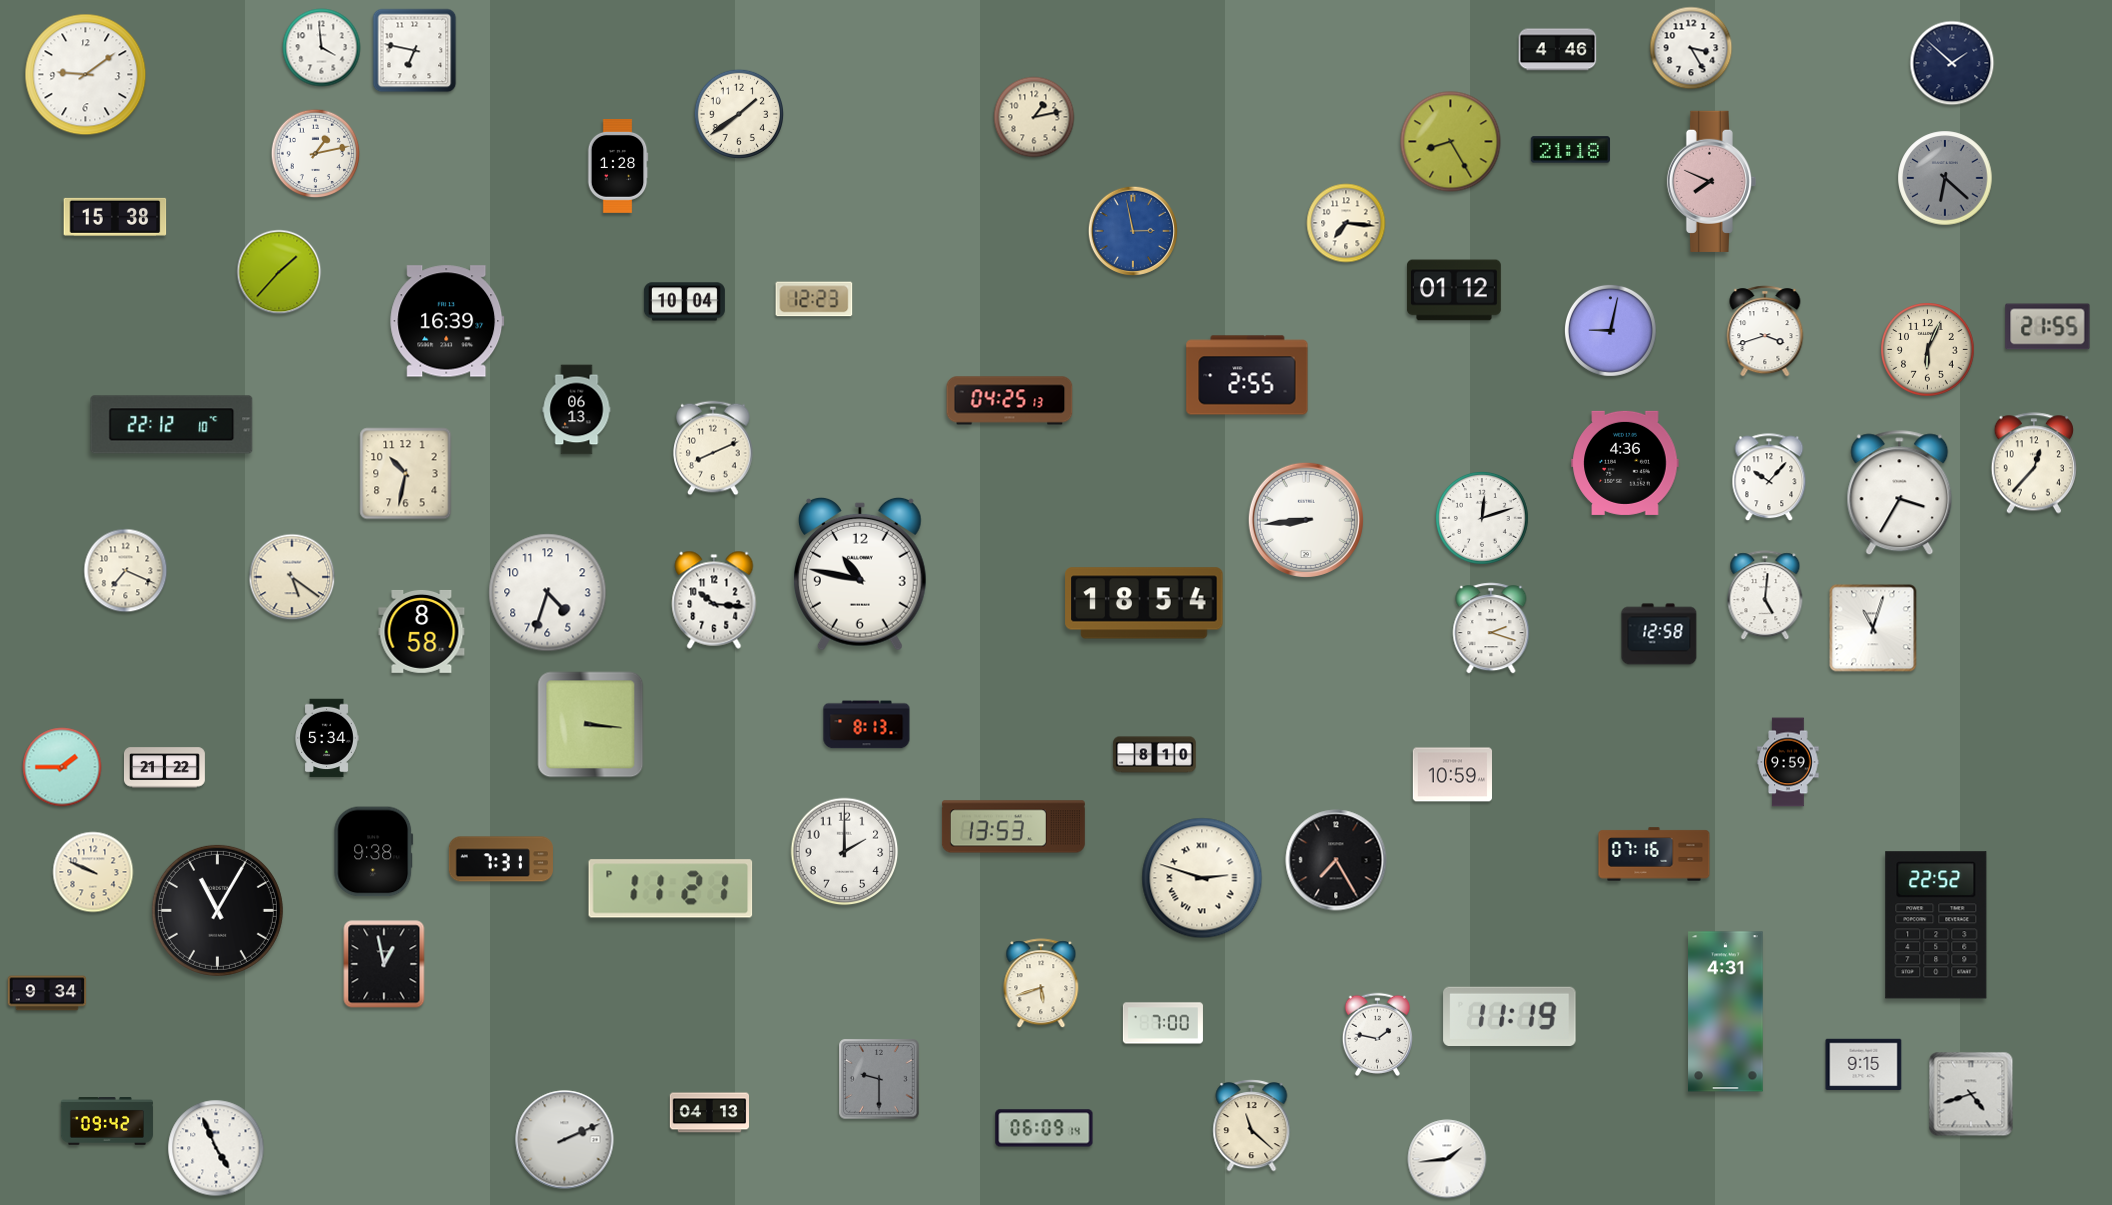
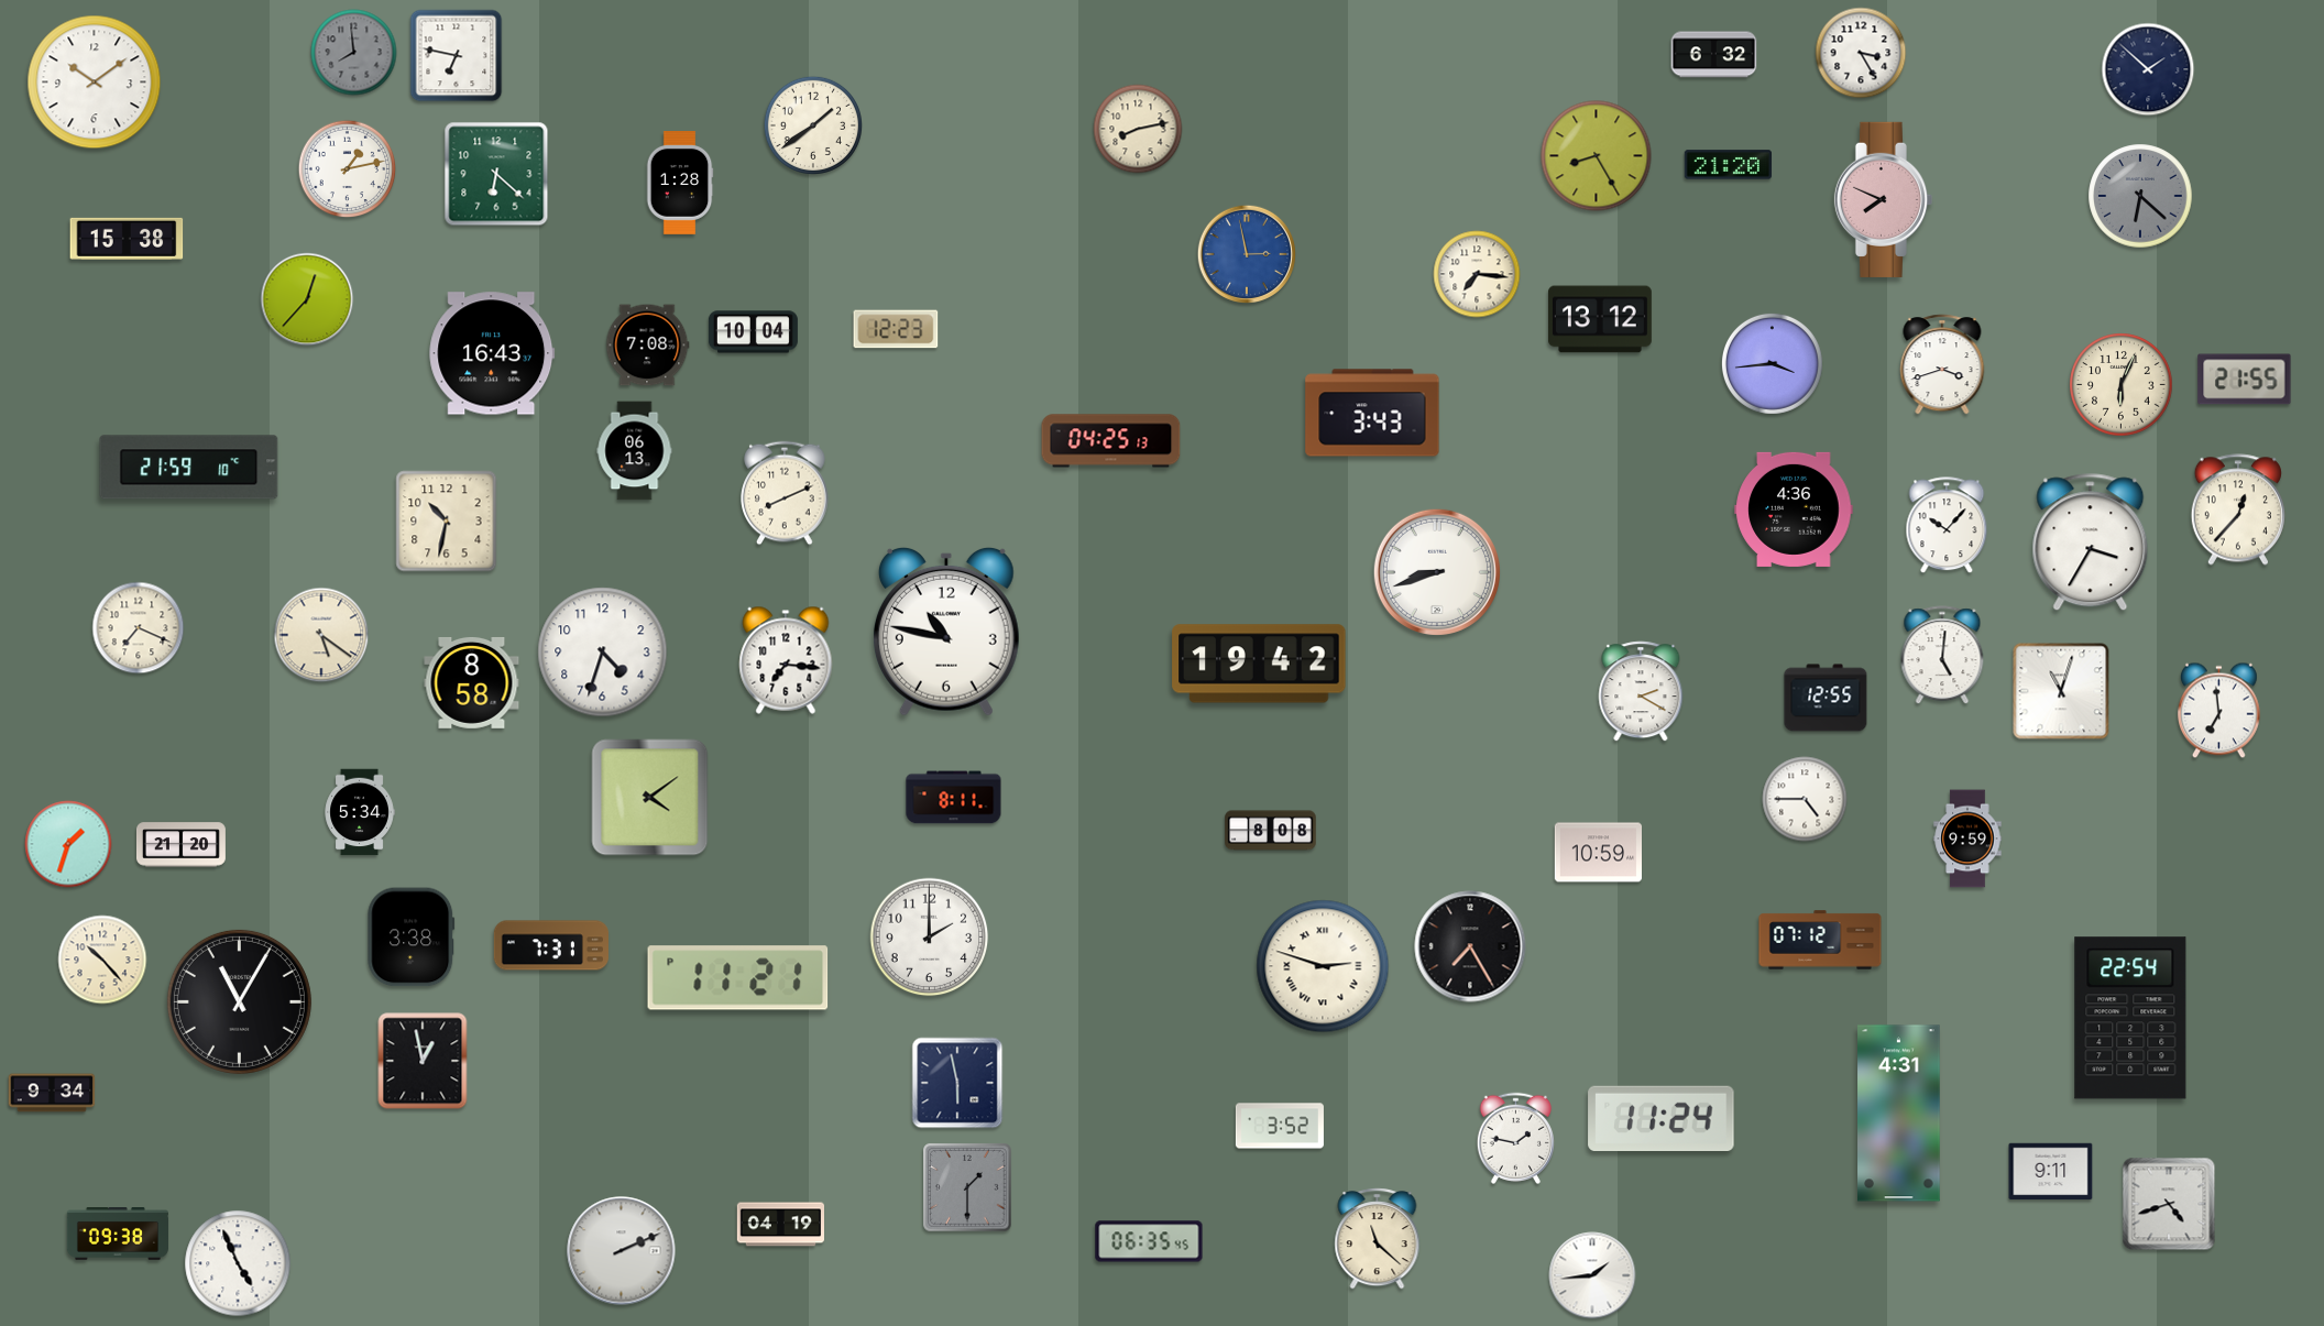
clock at (322, 48): 3:59 -> 7:59
clock at (322, 48) dial: white -> grey
clock at (1558, 50): 4:46 -> 6:32
clock at (86, 75): 9:09 -> 10:09
clock at (1034, 117): 1:13 -> 8:13
clock at (1570, 150): 21:18 -> 21:20
clock at (496, 174): none -> 6:22
clock at (1346, 223) position: (1346, 223) -> (1477, 274)
clock at (279, 272): 1:37 -> 12:37
clock at (1455, 290): 01:12 -> 13:12
clock at (647, 346): none -> 7:08
clock at (447, 321): 16:39 -> 16:43
clock at (2048, 327) position: (2048, 327) -> (2245, 380)
clock at (1610, 330): 9:02 -> 3:44
clock at (1247, 375): 2:55 -> 3:43
clock at (172, 425): 22:12 -> 21:59
clock at (1625, 463) position: (1625, 463) -> (1794, 509)
clock at (1482, 518): 12:12 -> none
clock at (1306, 520): 8:44 -> 8:42
clock at (714, 600): 10:16 -> 7:16
clock at (1144, 603): 18:54 -> 19:42
clock at (1491, 628): 2:18 -> 2:20
clock at (422, 631) position: (422, 631) -> (472, 682)
clock at (1659, 634): 12:58 -> 12:55
clock at (2219, 711): none -> 6:59
clock at (591, 725): 3:16 -> 4:09
clock at (867, 725): 8:13 -> 8:11
clock at (1805, 799): none -> 4:45
clock at (1155, 755): 8:10 -> 8:08
clock at (62, 767): 1:45 -> 1:33
clock at (164, 768): 21:22 -> 21:20
clock at (1013, 827): 13:53 -> none
clock at (374, 852): 9:38 -> 3:38
clock at (1654, 854): 07:16 -> 07:12
clock at (93, 872): 9:49 -> 10:23
clock at (1936, 925): 22:52 -> 22:54
clock at (957, 1083): none -> 5:58
clock at (1041, 984): 5:42 -> none
clock at (1510, 1016): 11:19 -> 11:24
clock at (1163, 1023): 7:00 -> 3:52
clock at (1864, 1065): 9:15 -> 9:11
clock at (879, 1079): 9:30 -> 1:30
clock at (709, 1113): 04:13 -> 04:19
clock at (107, 1121): 09:42 -> 09:38
clock at (1044, 1128): 06:09 -> 06:35
clock at (565, 1140) position: (565, 1140) -> (622, 1251)
